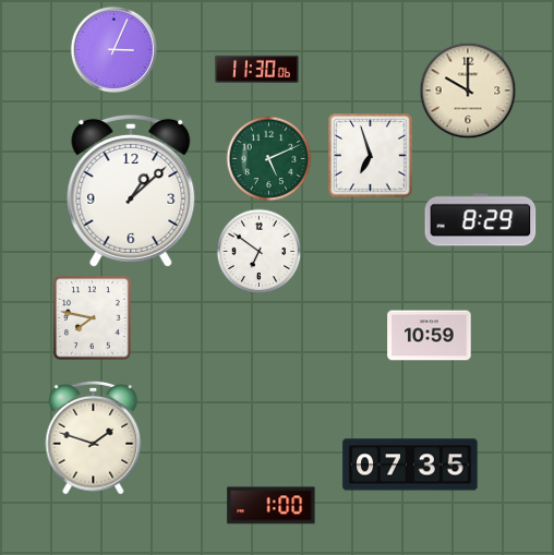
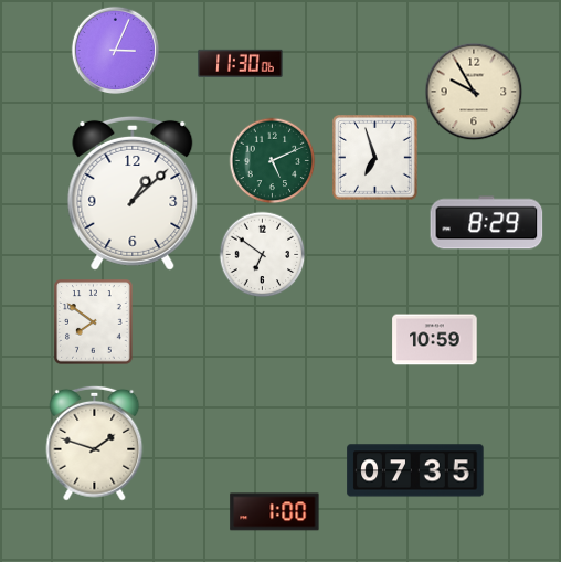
clock at (257, 69) position: (257, 69) -> (241, 63)
clock at (468, 91): 10:00 -> 9:55
clock at (93, 318): 7:47 -> 7:51
